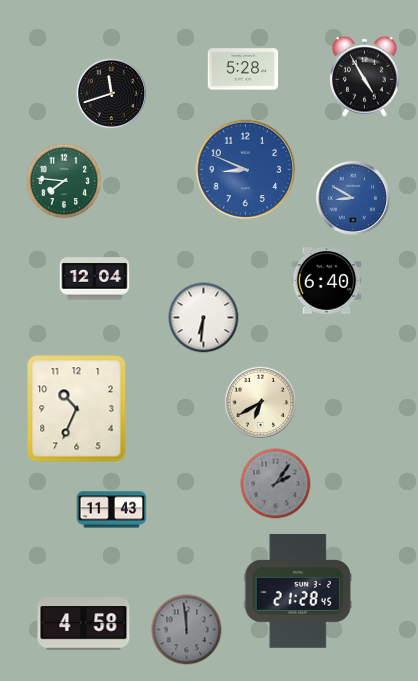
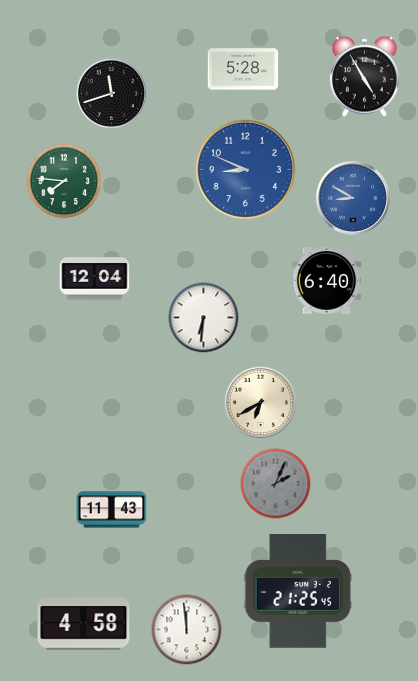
clock at (77, 409): 10:34 -> none
clock at (276, 484): 2:06 -> 2:04
clock at (298, 591): 21:28 -> 21:25
clock at (187, 630) dial: grey -> white
